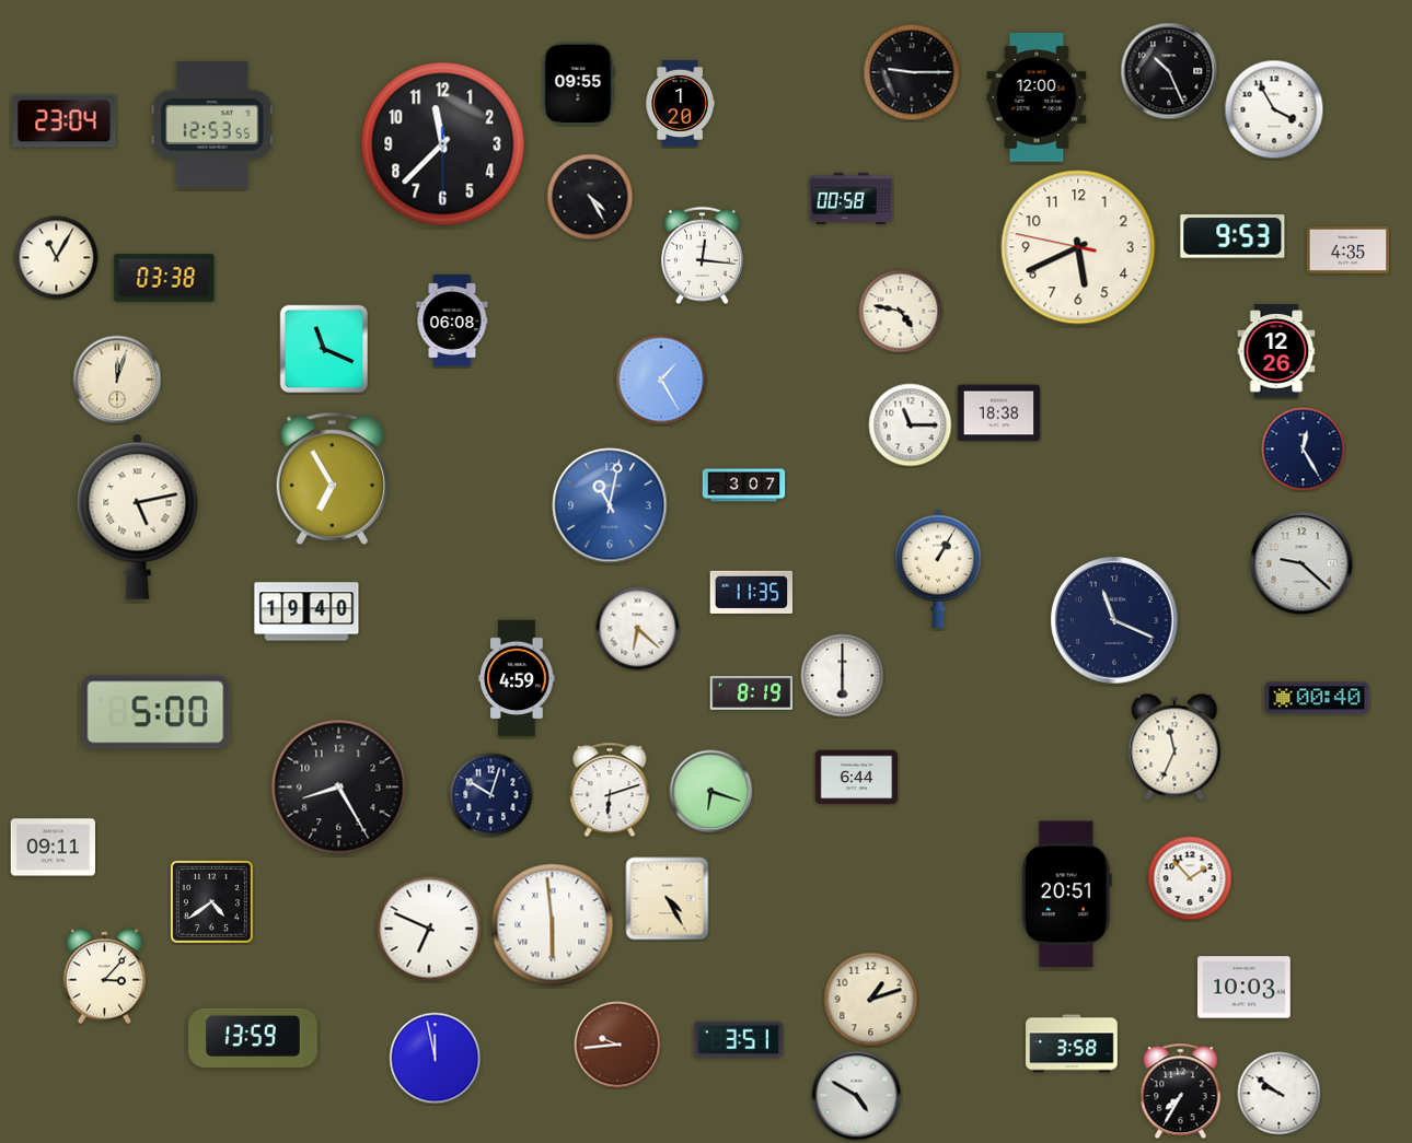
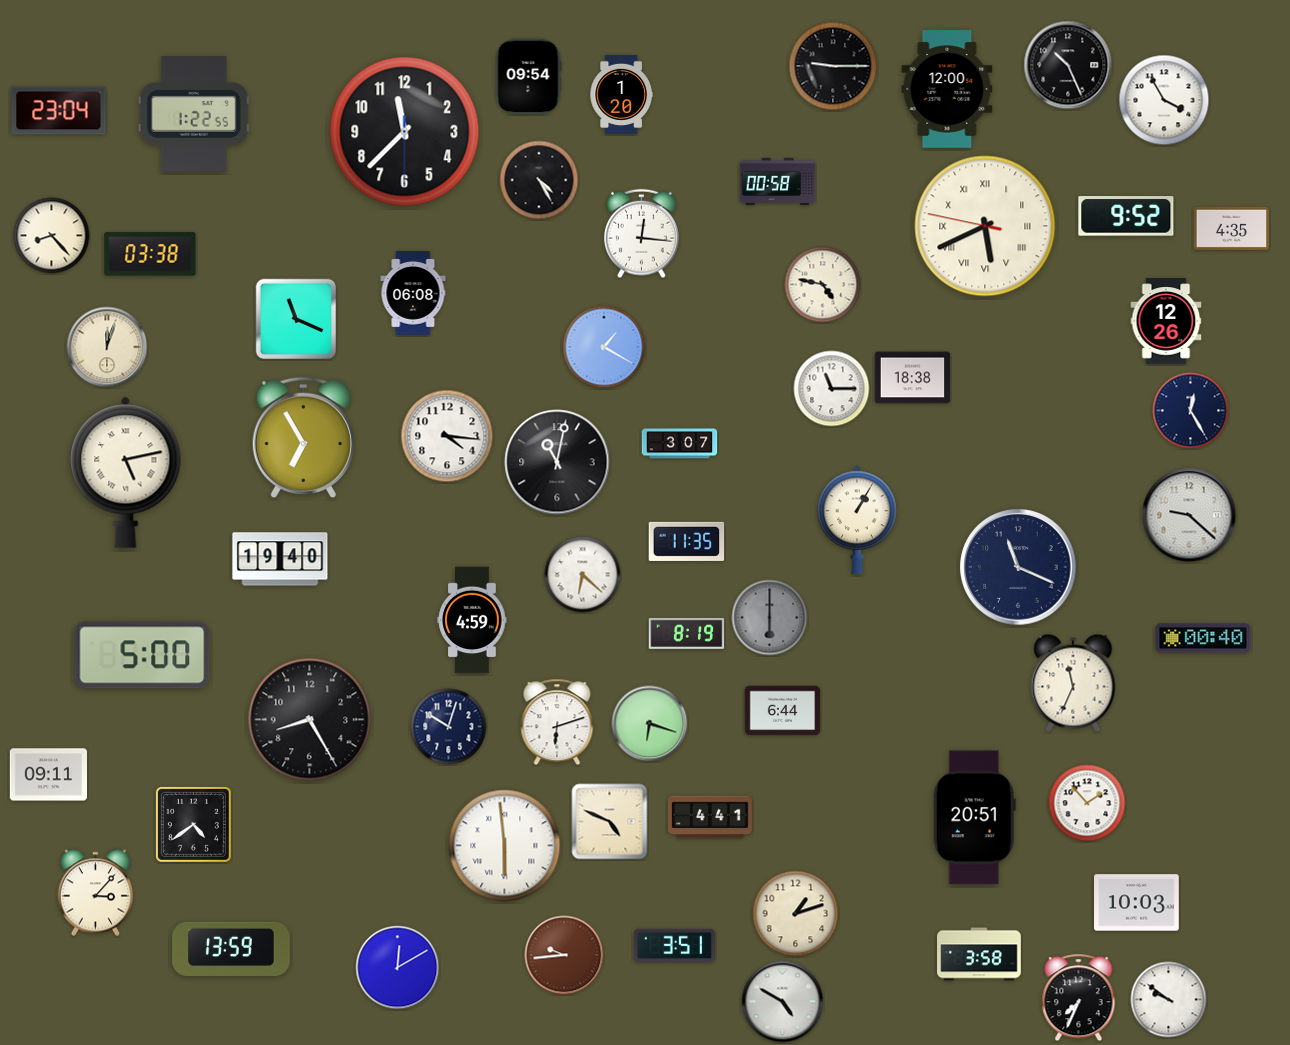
clock at (578, 84): 09:55 -> 09:54
clock at (212, 125): 12:53 -> 1:22
clock at (1232, 236): 9:53 -> 9:52
clock at (1078, 247) numerals: Arabic -> Roman
clock at (57, 258): 11:05 -> 8:23
clock at (661, 380): 1:25 -> 1:20
clock at (447, 436): none -> 4:16
clock at (610, 505) dial: blue -> black
clock at (843, 676) dial: white -> grey
clock at (155, 712) position: (155, 712) -> (142, 655)
clock at (711, 817): none -> 4:41
clock at (668, 899): 4:25 -> 4:49
clock at (429, 929): 6:49 -> none
clock at (738, 1039) position: (738, 1039) -> (674, 945)
clock at (436, 1059): 11:58 -> 12:10
clock at (1181, 1092): 7:35 -> 7:34
